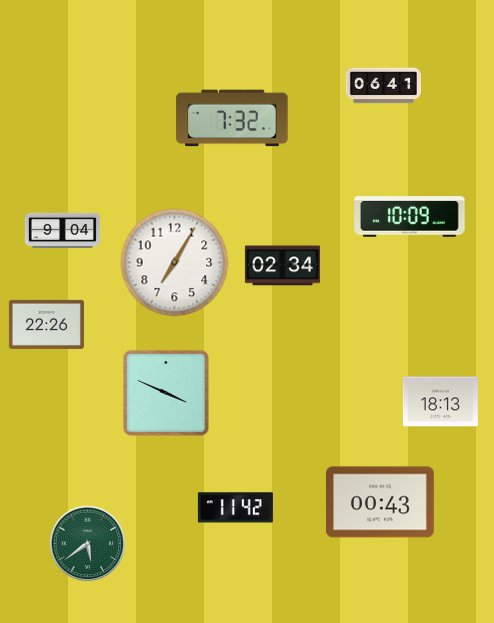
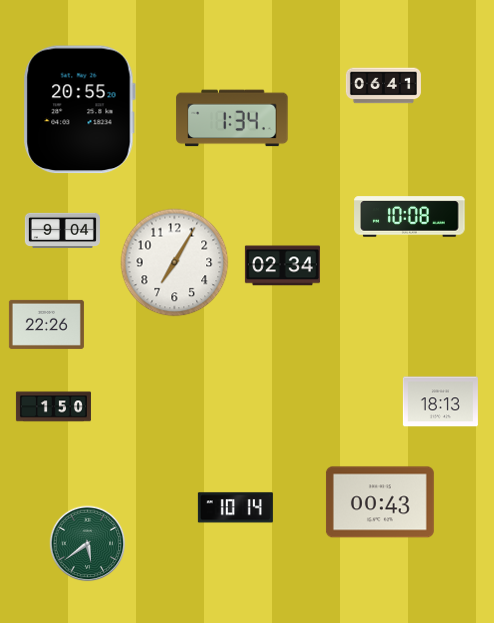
clock at (79, 110): none -> 20:55
clock at (232, 118): 7:32 -> 1:34
clock at (410, 217): 10:09 -> 10:08
clock at (166, 393): 3:49 -> none
clock at (53, 407): none -> 1:50
clock at (235, 508): 11:42 -> 10:14
